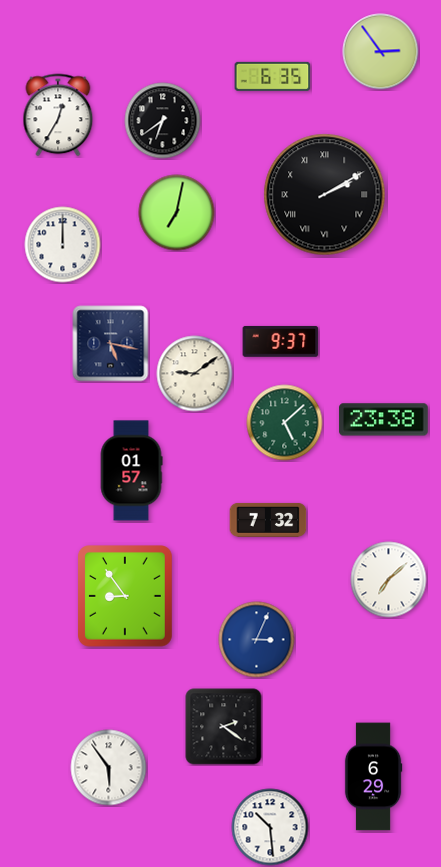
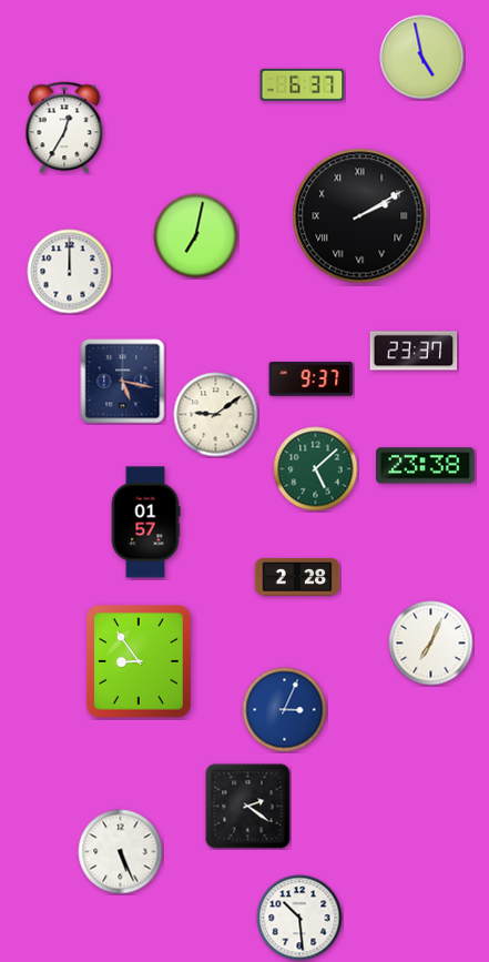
clock at (381, 52): 2:54 -> 4:58
clock at (273, 76): 6:35 -> 6:37
clock at (163, 121): 6:39 -> none
clock at (414, 351): none -> 23:37
clock at (268, 520): 7:32 -> 2:28
clock at (389, 580): 7:08 -> 7:04
clock at (109, 768): 5:54 -> 5:26
clock at (373, 777): 6:29 -> none
